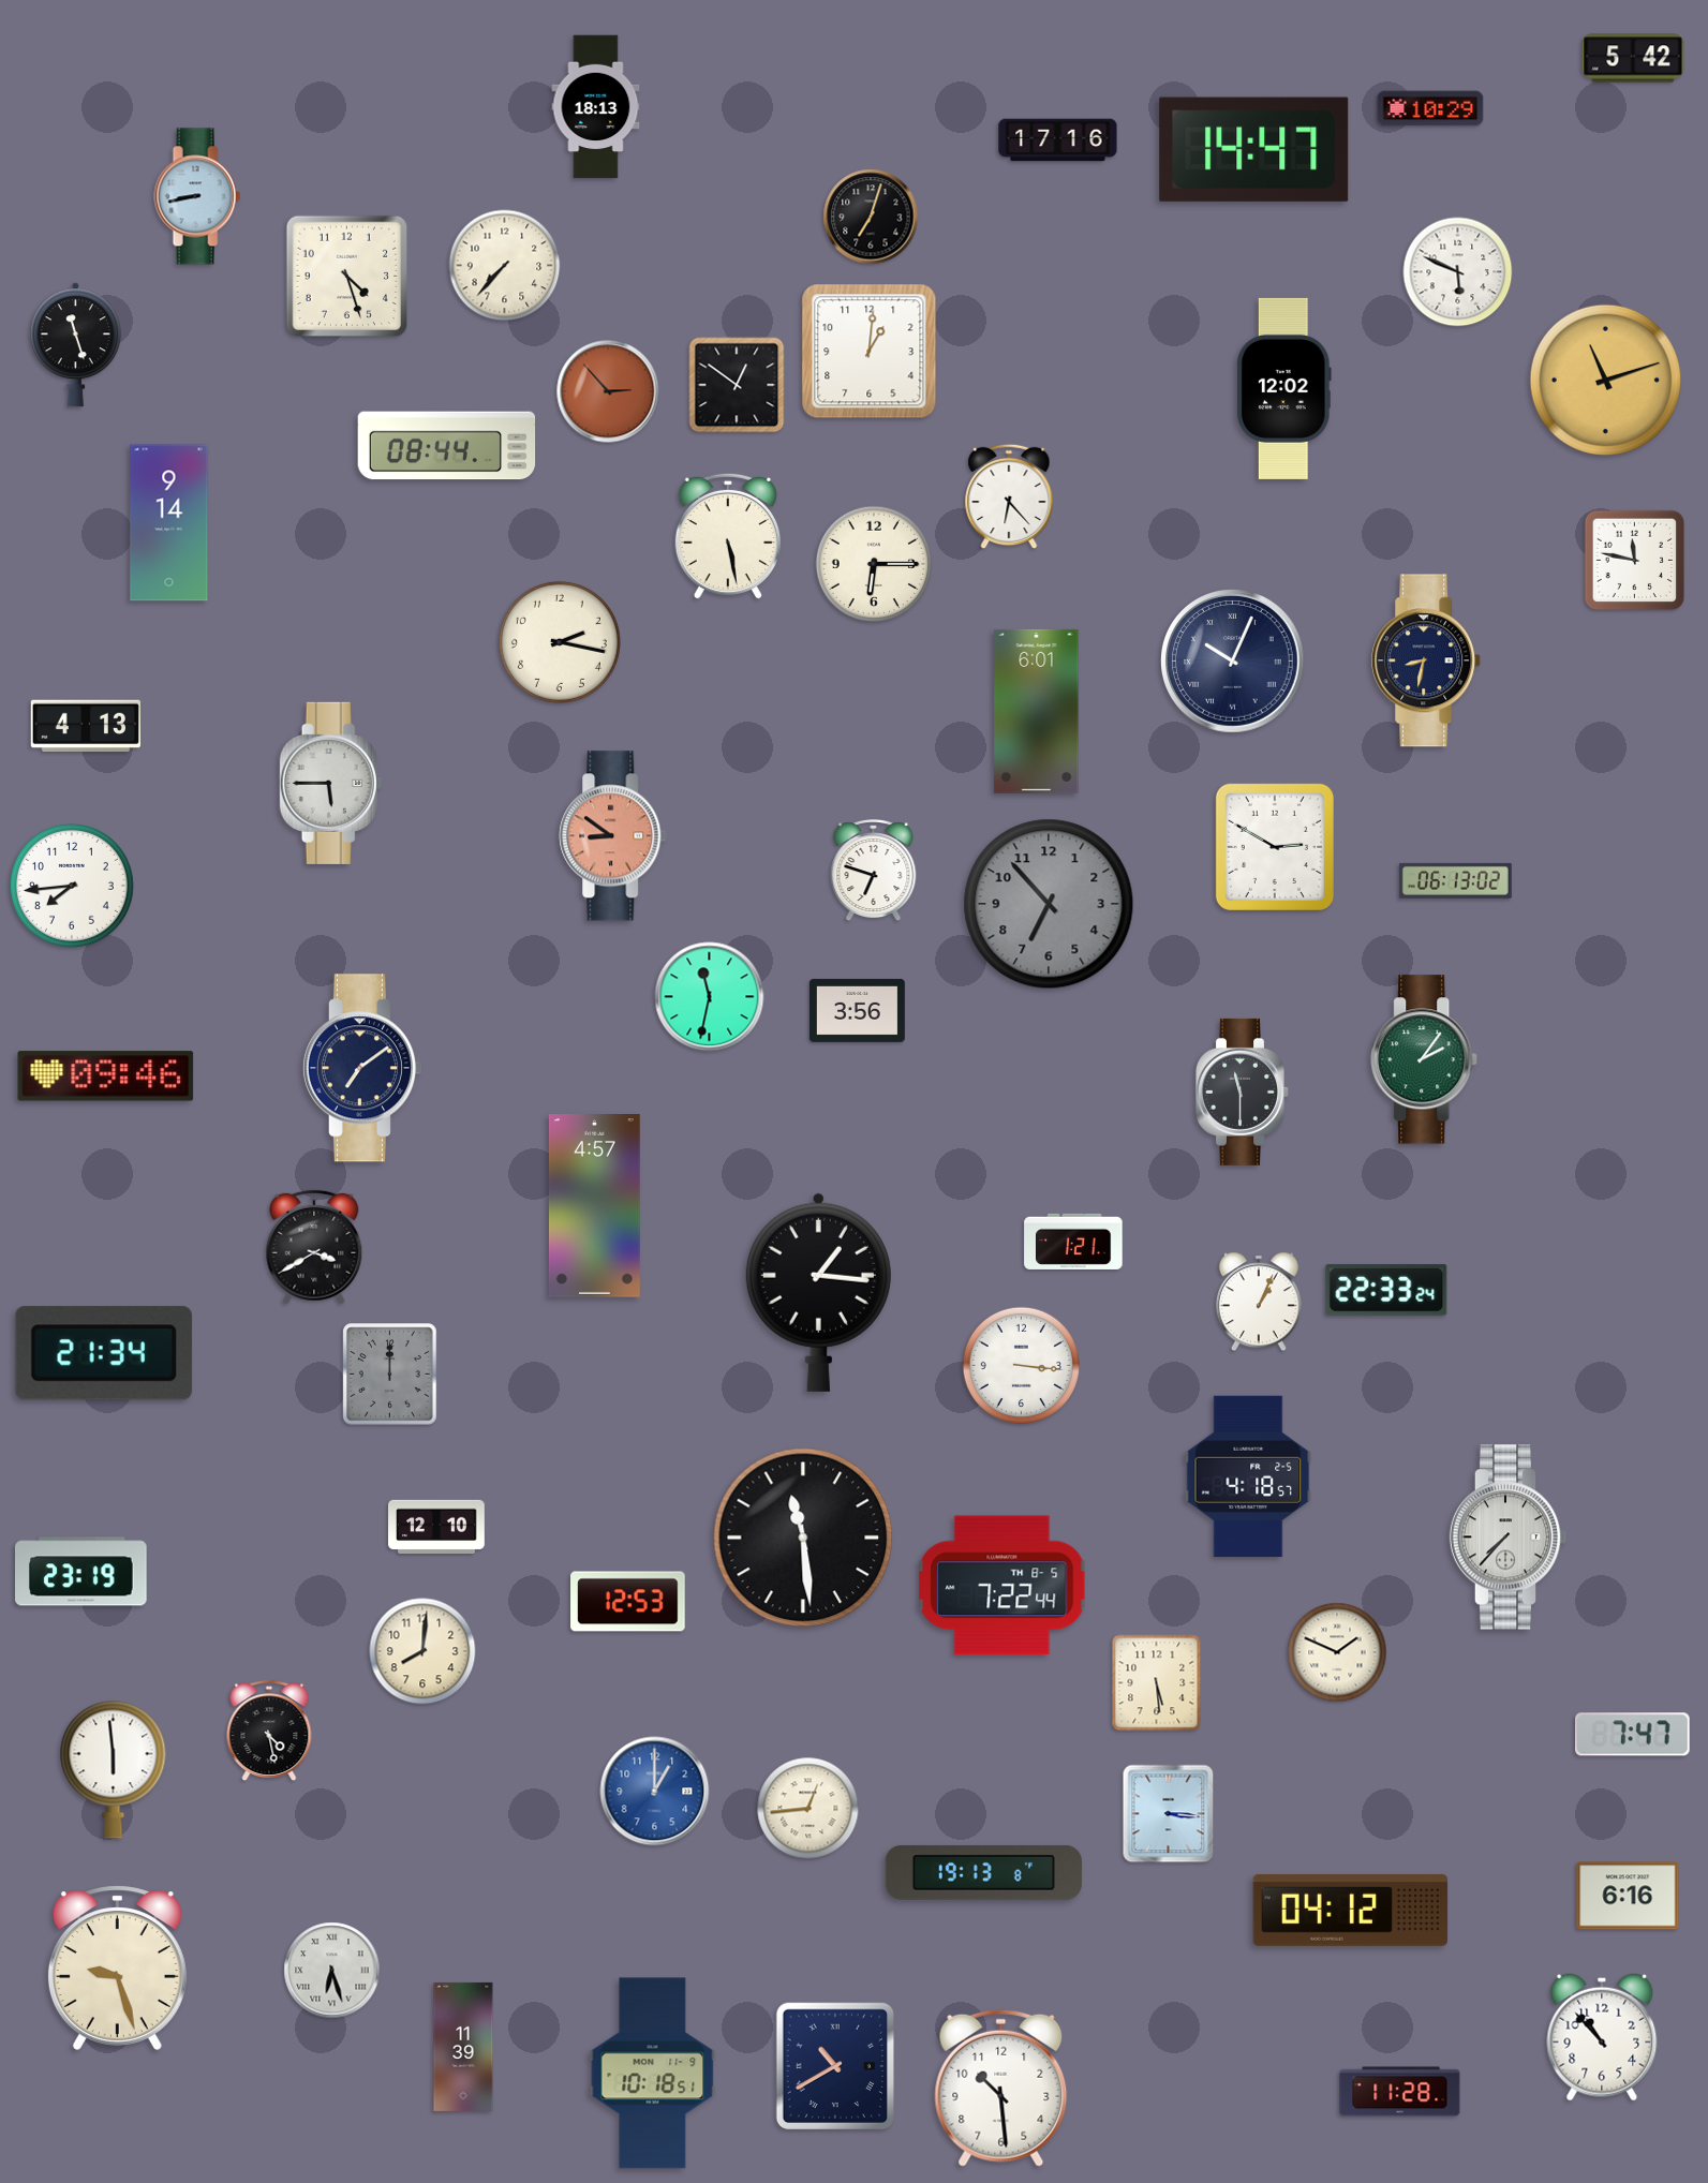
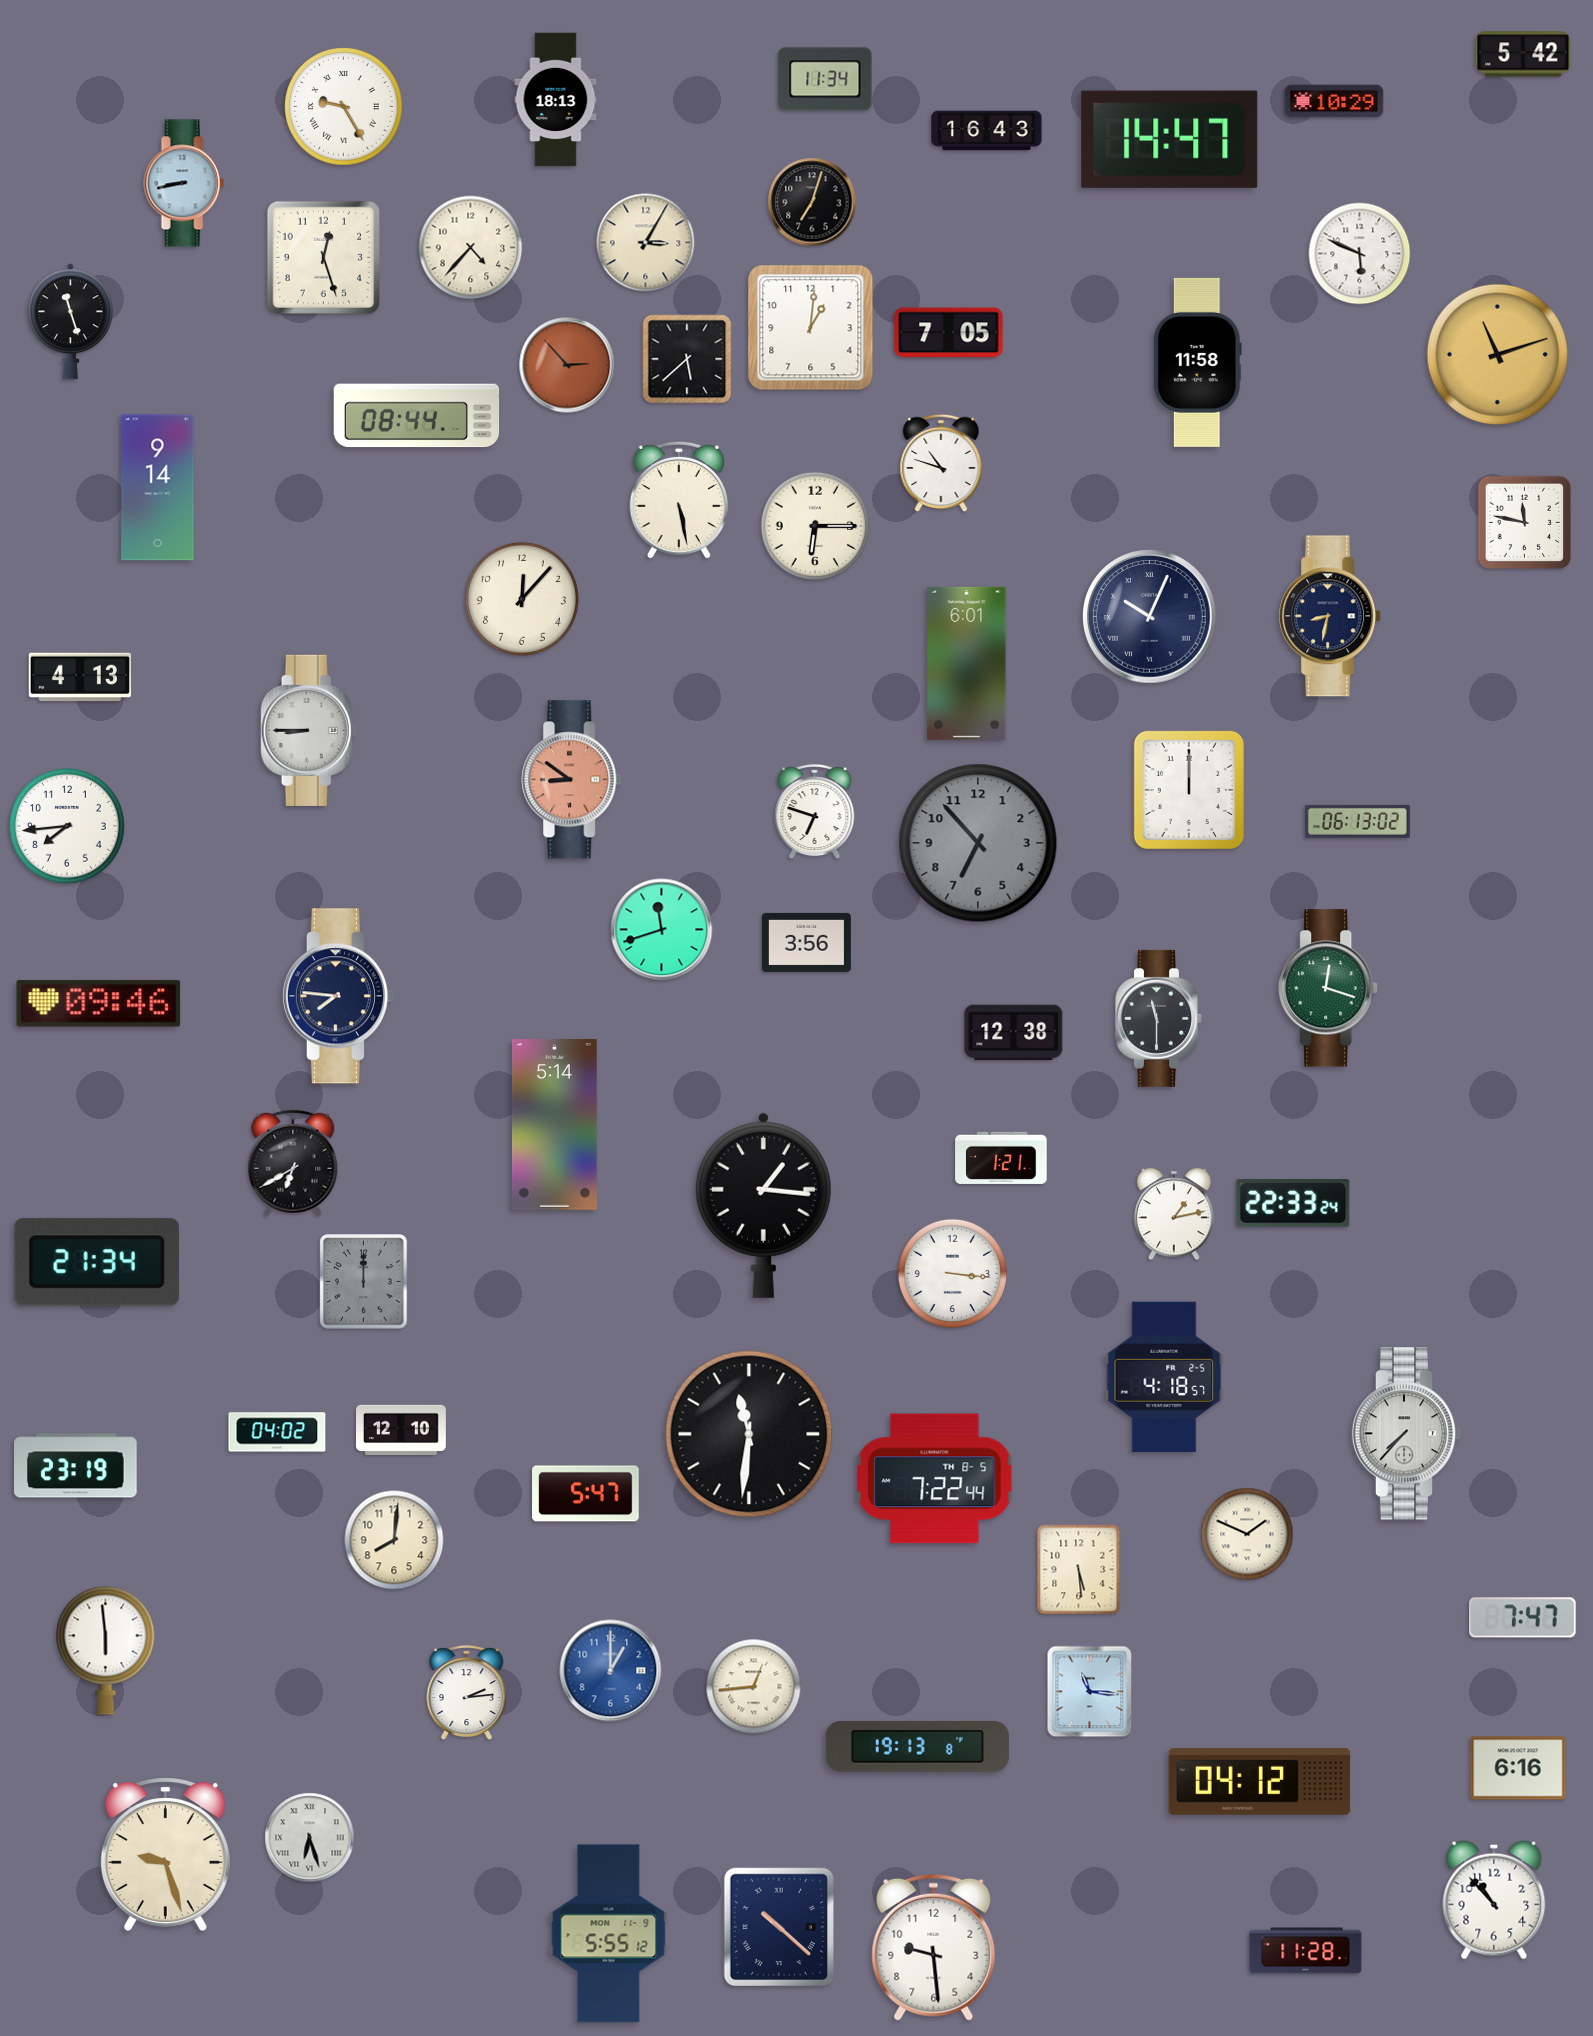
clock at (825, 79): none -> 11:34
clock at (344, 107): none -> 9:25
clock at (1058, 140): 17:16 -> 16:43
clock at (646, 243): none -> 3:05
clock at (505, 266): 7:37 -> 4:37
clock at (346, 276): 4:27 -> 12:27
clock at (949, 333): none -> 7:05
clock at (737, 385): 12:51 -> 5:38
clock at (1283, 388): 12:02 -> 11:58
clock at (1009, 496): 6:23 -> 10:48
clock at (560, 642): 2:17 -> 12:07
clock at (331, 783): 5:45 -> 8:45
clock at (1275, 847): 2:50 -> 12:00
clock at (710, 997): 11:32 -> 11:42
clock at (857, 1010) position: (857, 1010) -> (806, 942)
clock at (1425, 1059): 2:06 -> 12:18
clock at (361, 1068): 7:09 -> 7:46
clock at (1014, 1033): none -> 12:38
clock at (594, 1206): 4:57 -> 5:14
clock at (314, 1247): 3:40 -> 6:40
clock at (1259, 1302): 1:04 -> 1:13
clock at (436, 1526) position: (436, 1526) -> (401, 1429)
clock at (277, 1432): none -> 04:02
clock at (803, 1538): 11:29 -> 11:31
clock at (628, 1602): 12:53 -> 5:47
clock at (1337, 1652) position: (1337, 1652) -> (1247, 1534)
clock at (269, 1731): 4:28 -> none
clock at (1169, 1814): 3:16 -> 11:16
clock at (467, 1693): none -> 2:14
clock at (117, 1967) position: (117, 1967) -> (165, 1854)
clock at (463, 2047): 11:39 -> none
clock at (834, 2065): 10:40 -> 10:22
clock at (653, 2074): 10:18 -> 5:55
clock at (1001, 2088): 10:29 -> 9:29
